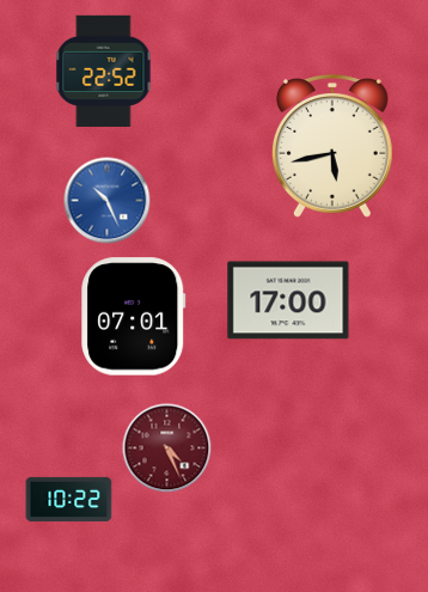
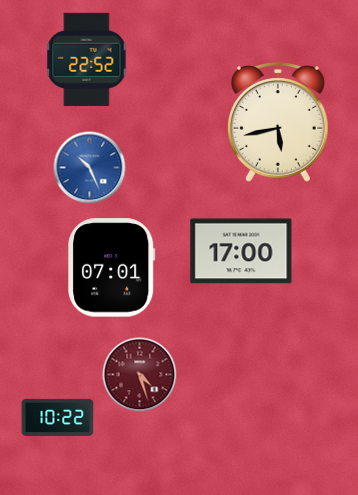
clock at (134, 317) position: (134, 317) -> (112, 268)
clock at (167, 448): 4:26 -> 4:27
